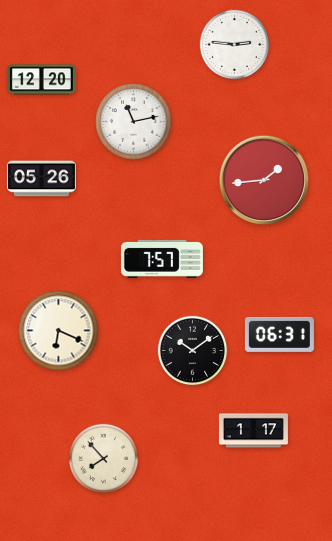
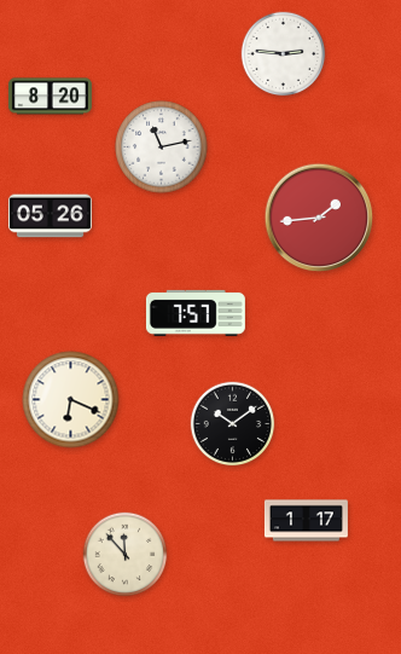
clock at (41, 80): 12:20 -> 8:20
clock at (279, 334): 06:31 -> none
clock at (104, 459): 7:53 -> 11:53
